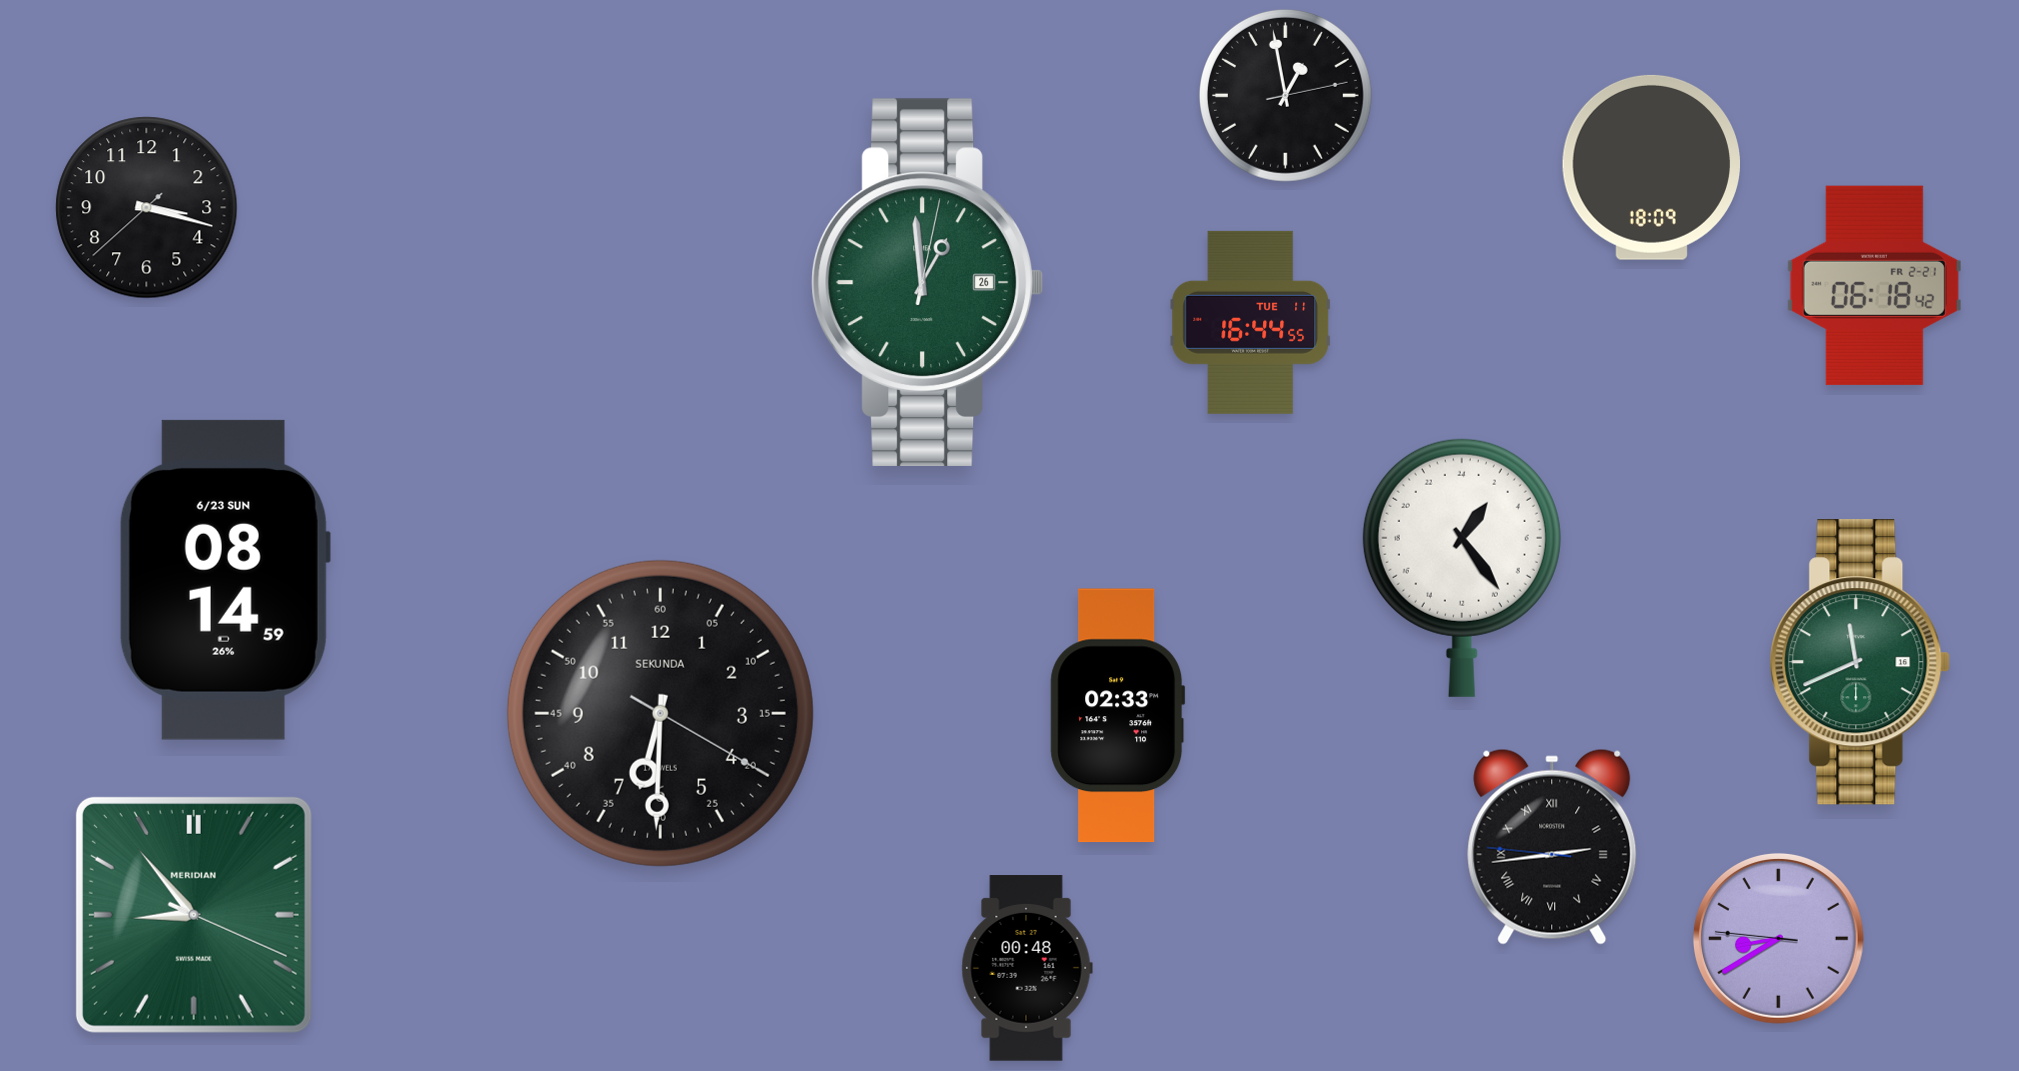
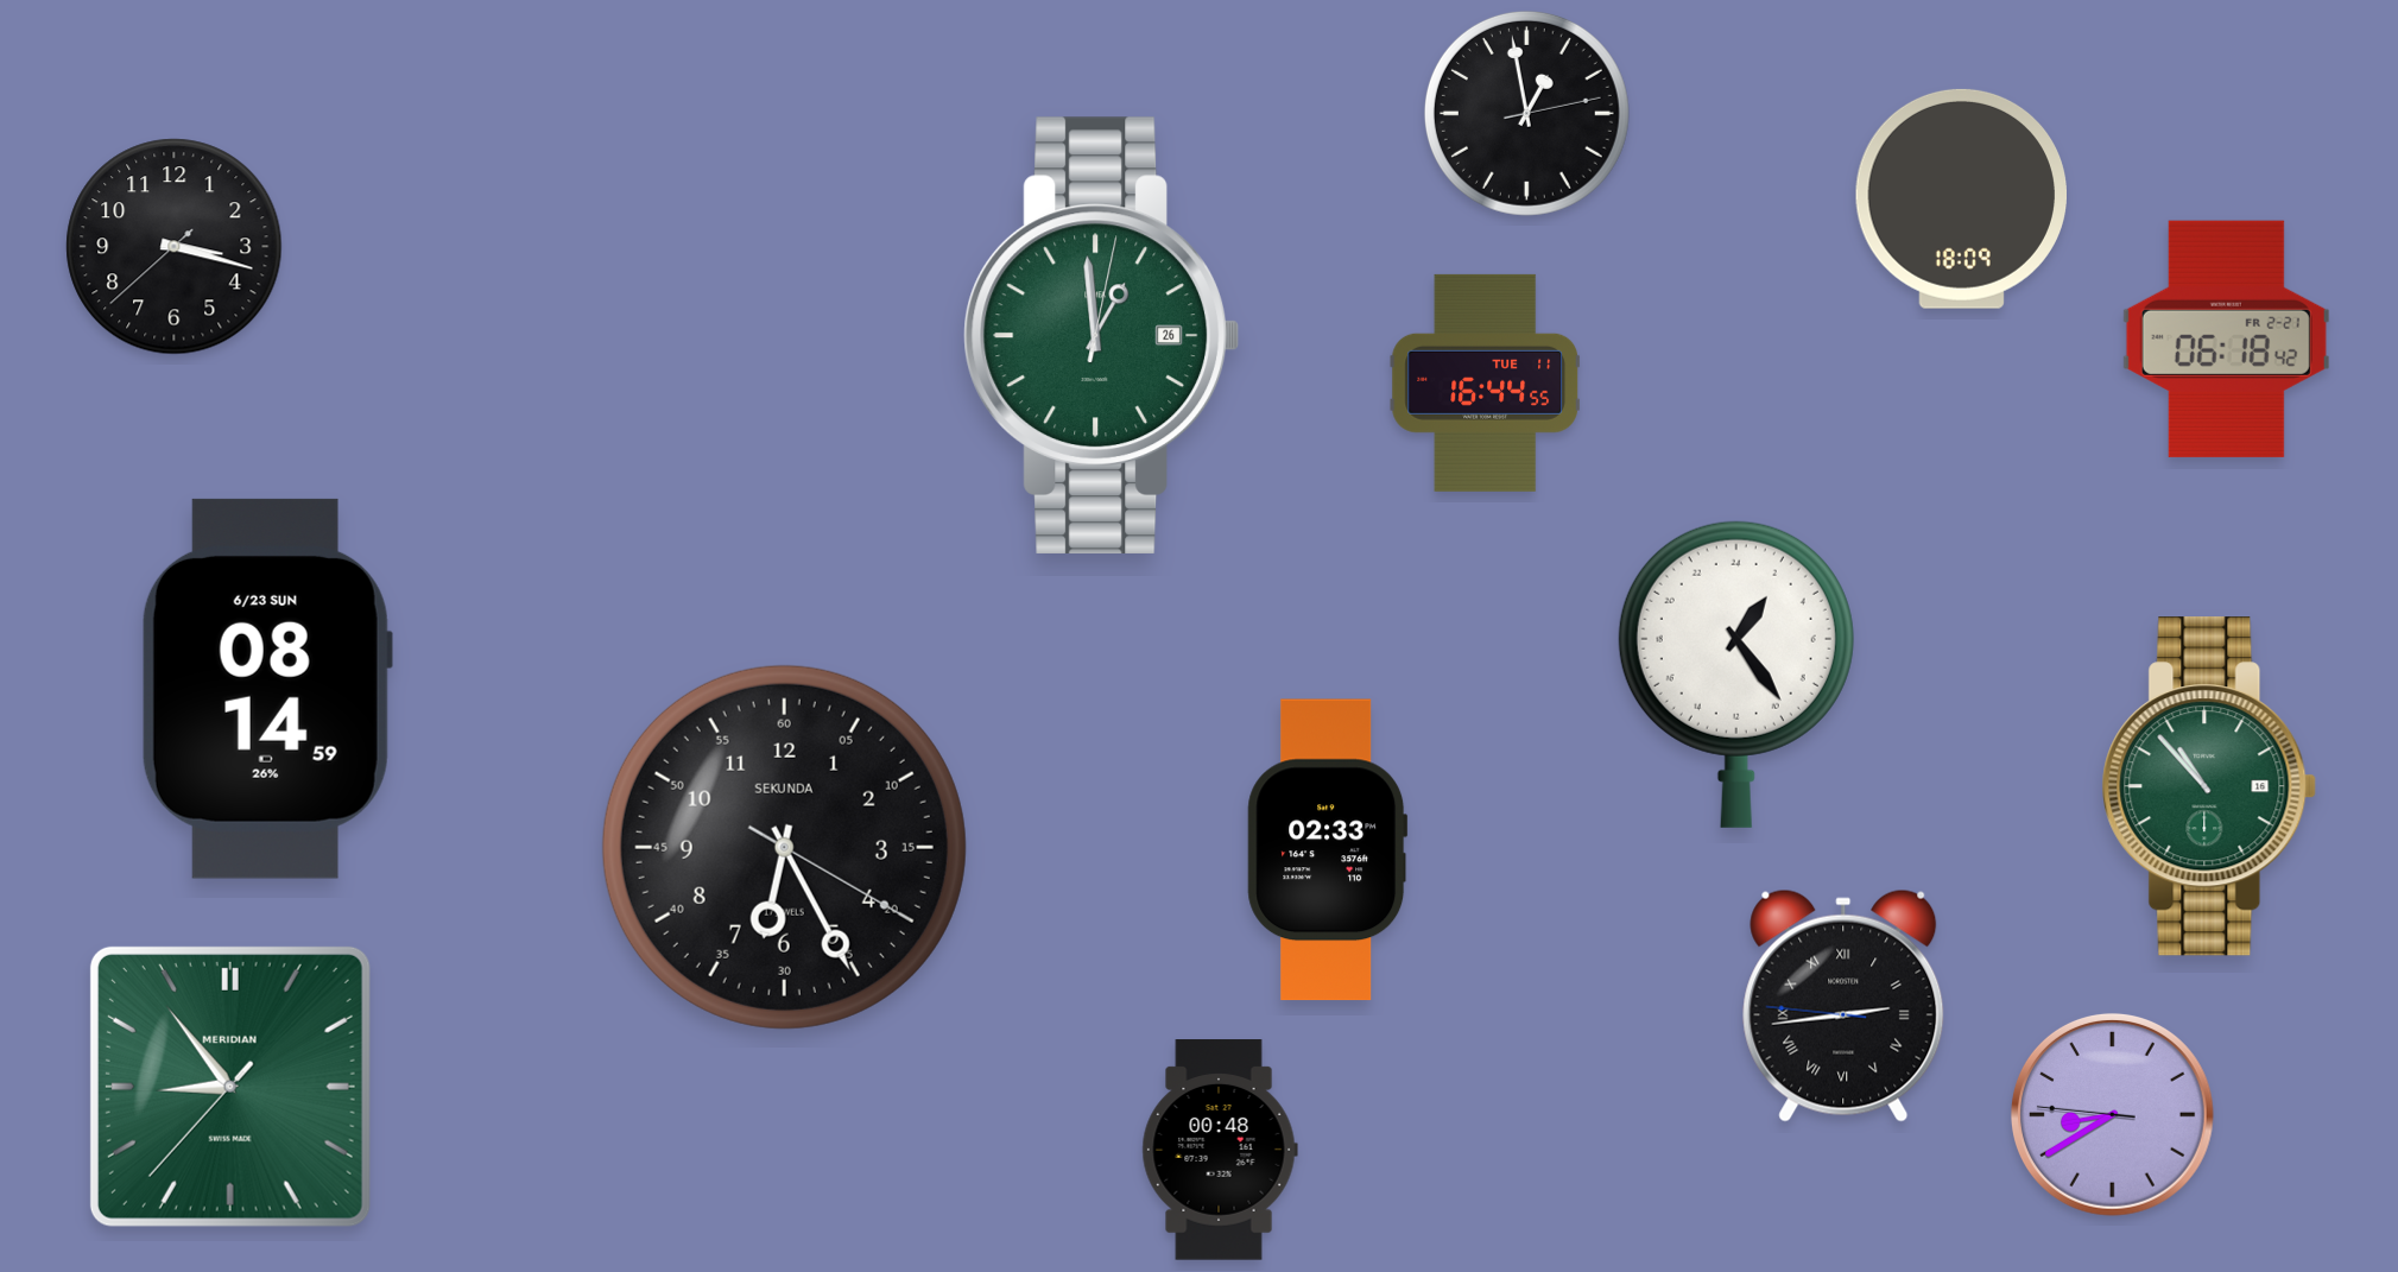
clock at (1860, 662): 11:41 -> 10:53
clock at (660, 713): 6:30 -> 6:25
clock at (194, 915): 8:53:19 -> 8:53:37
